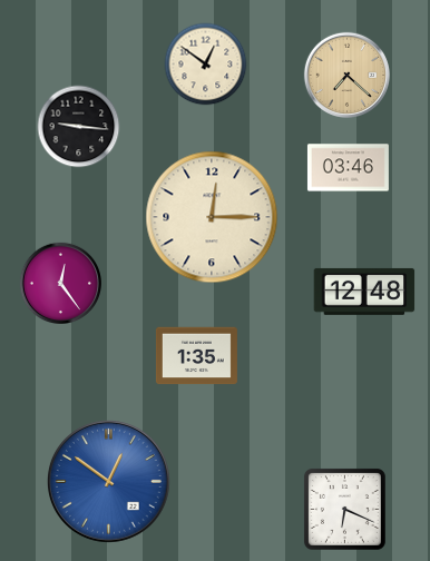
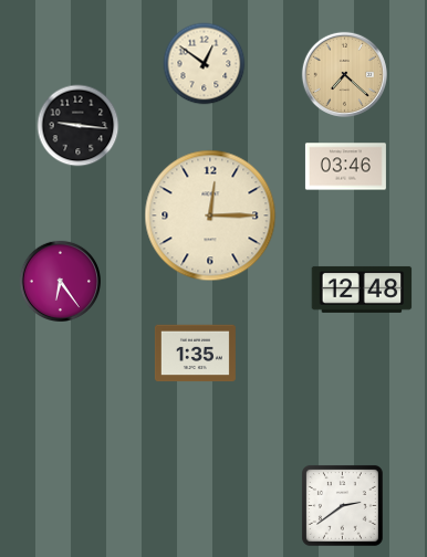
clock at (60, 283): 12:24 -> 6:24
clock at (109, 482): 12:51 -> none
clock at (344, 509): 6:19 -> 2:39
